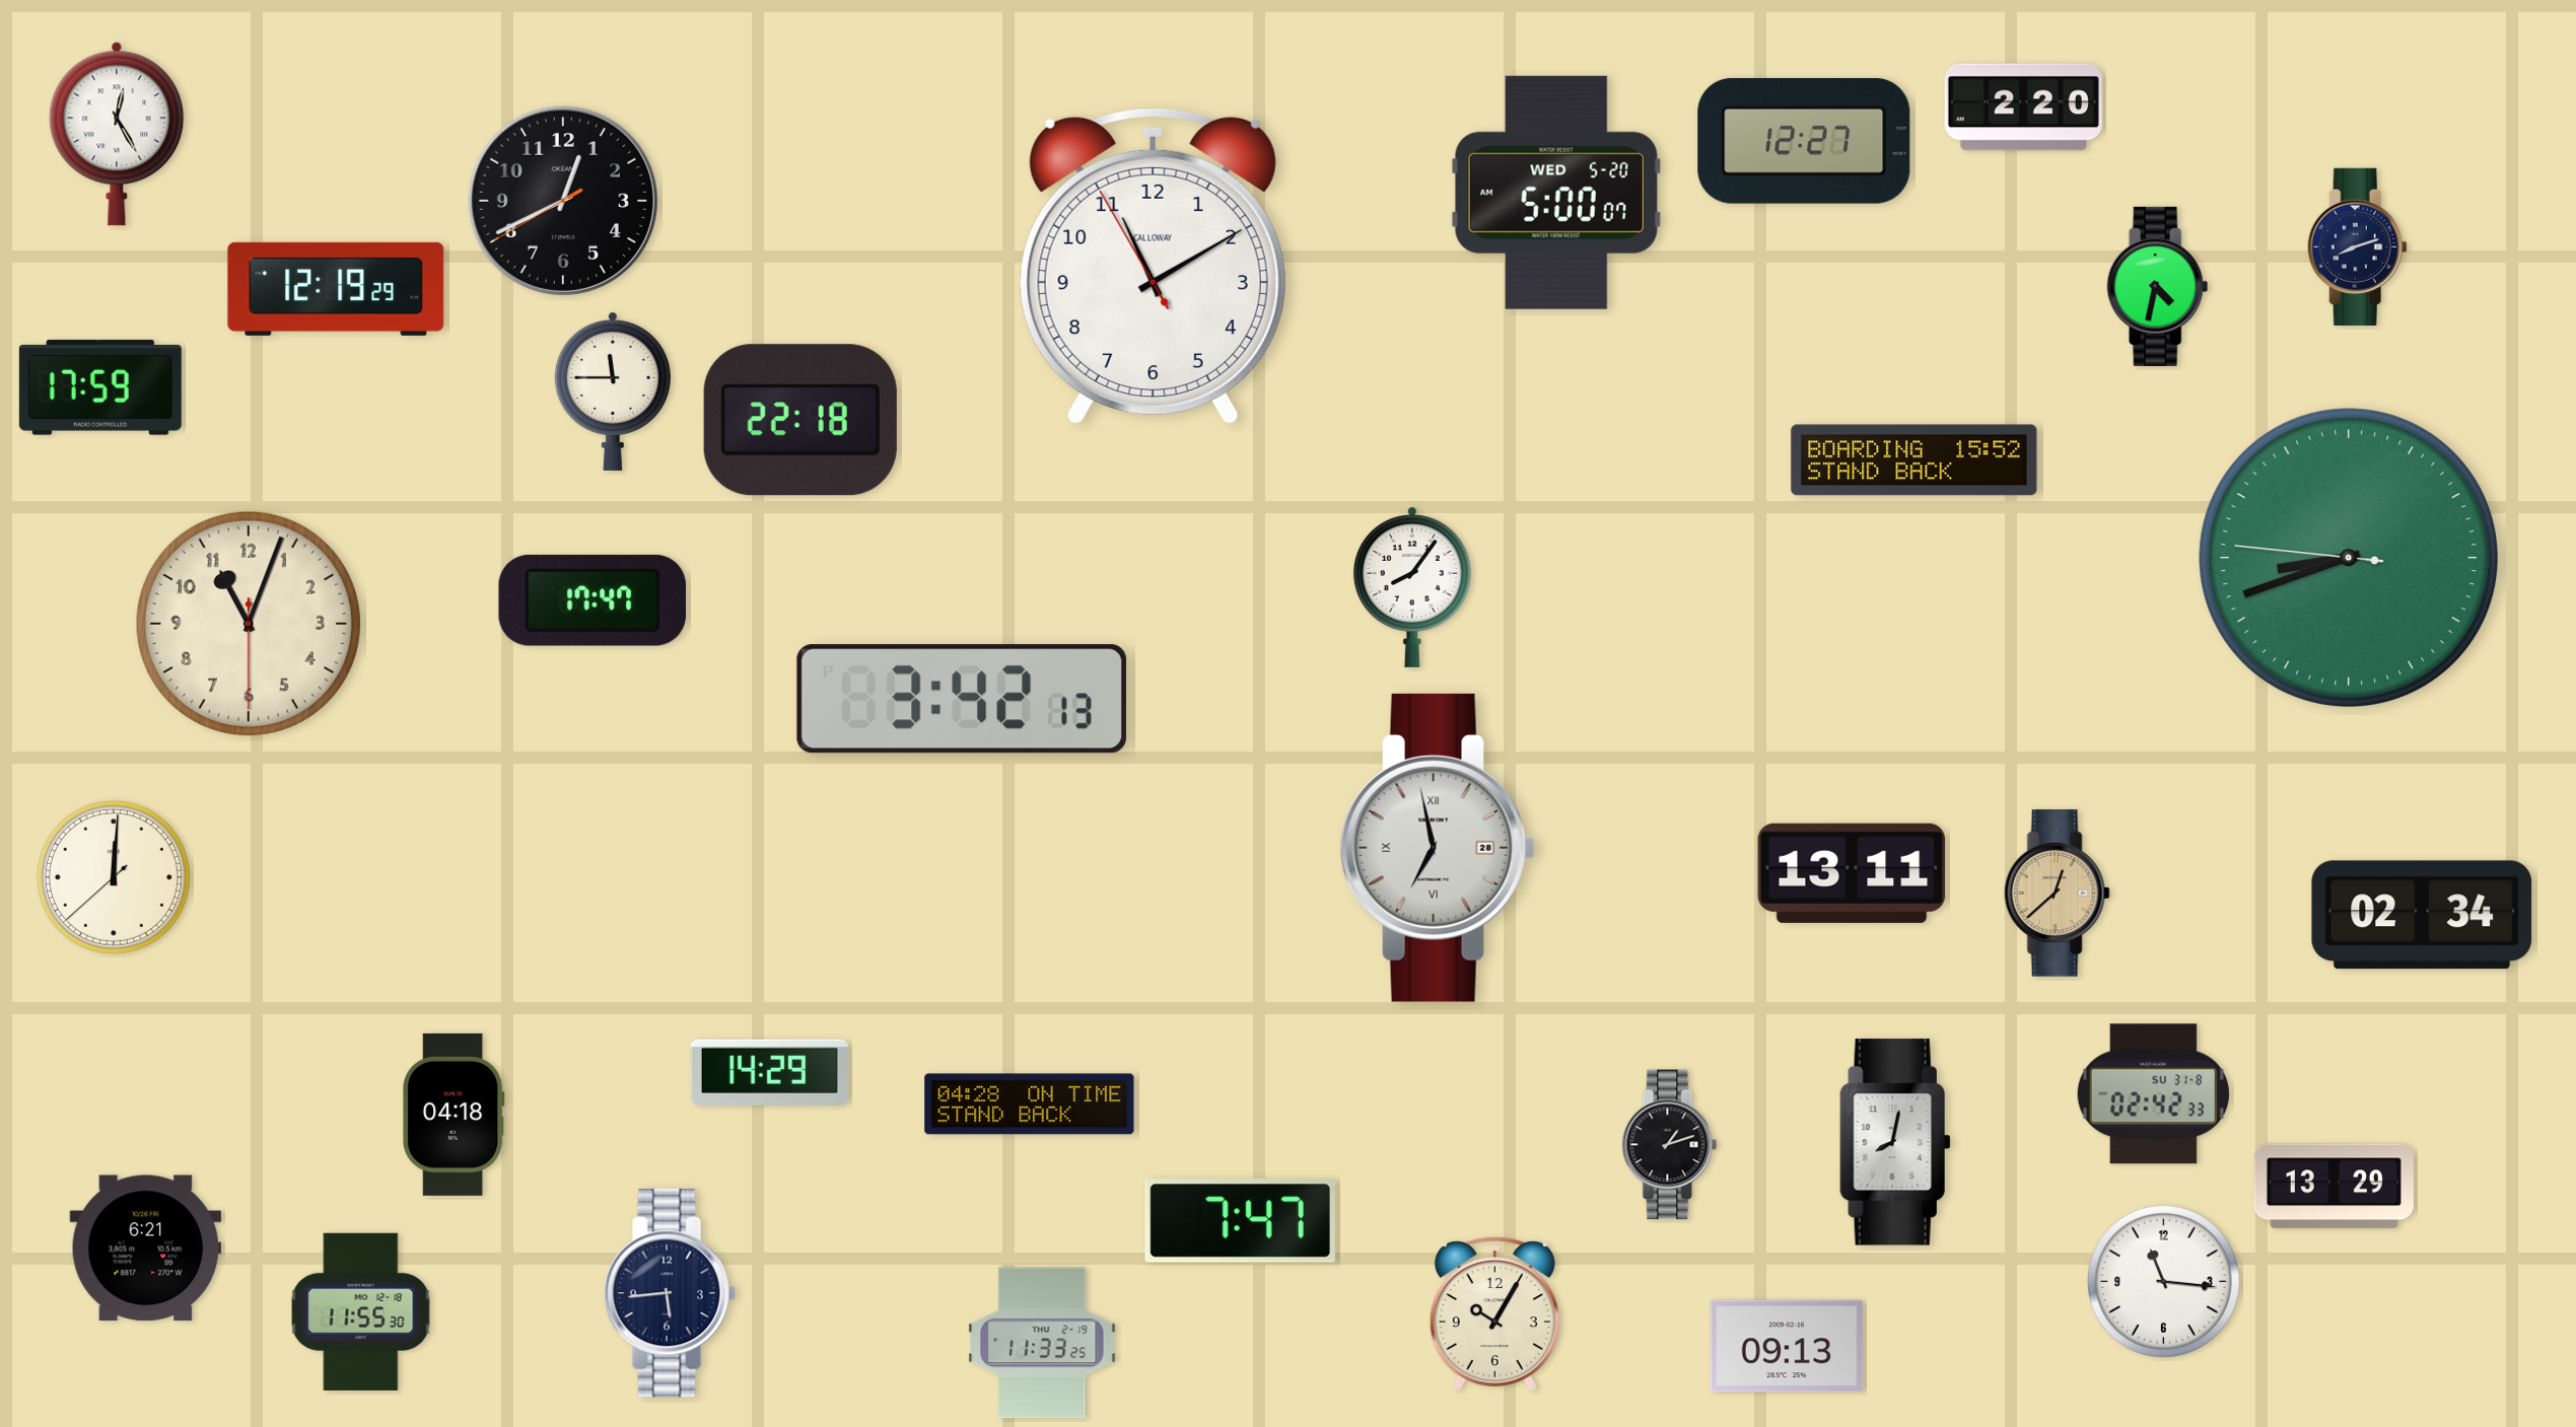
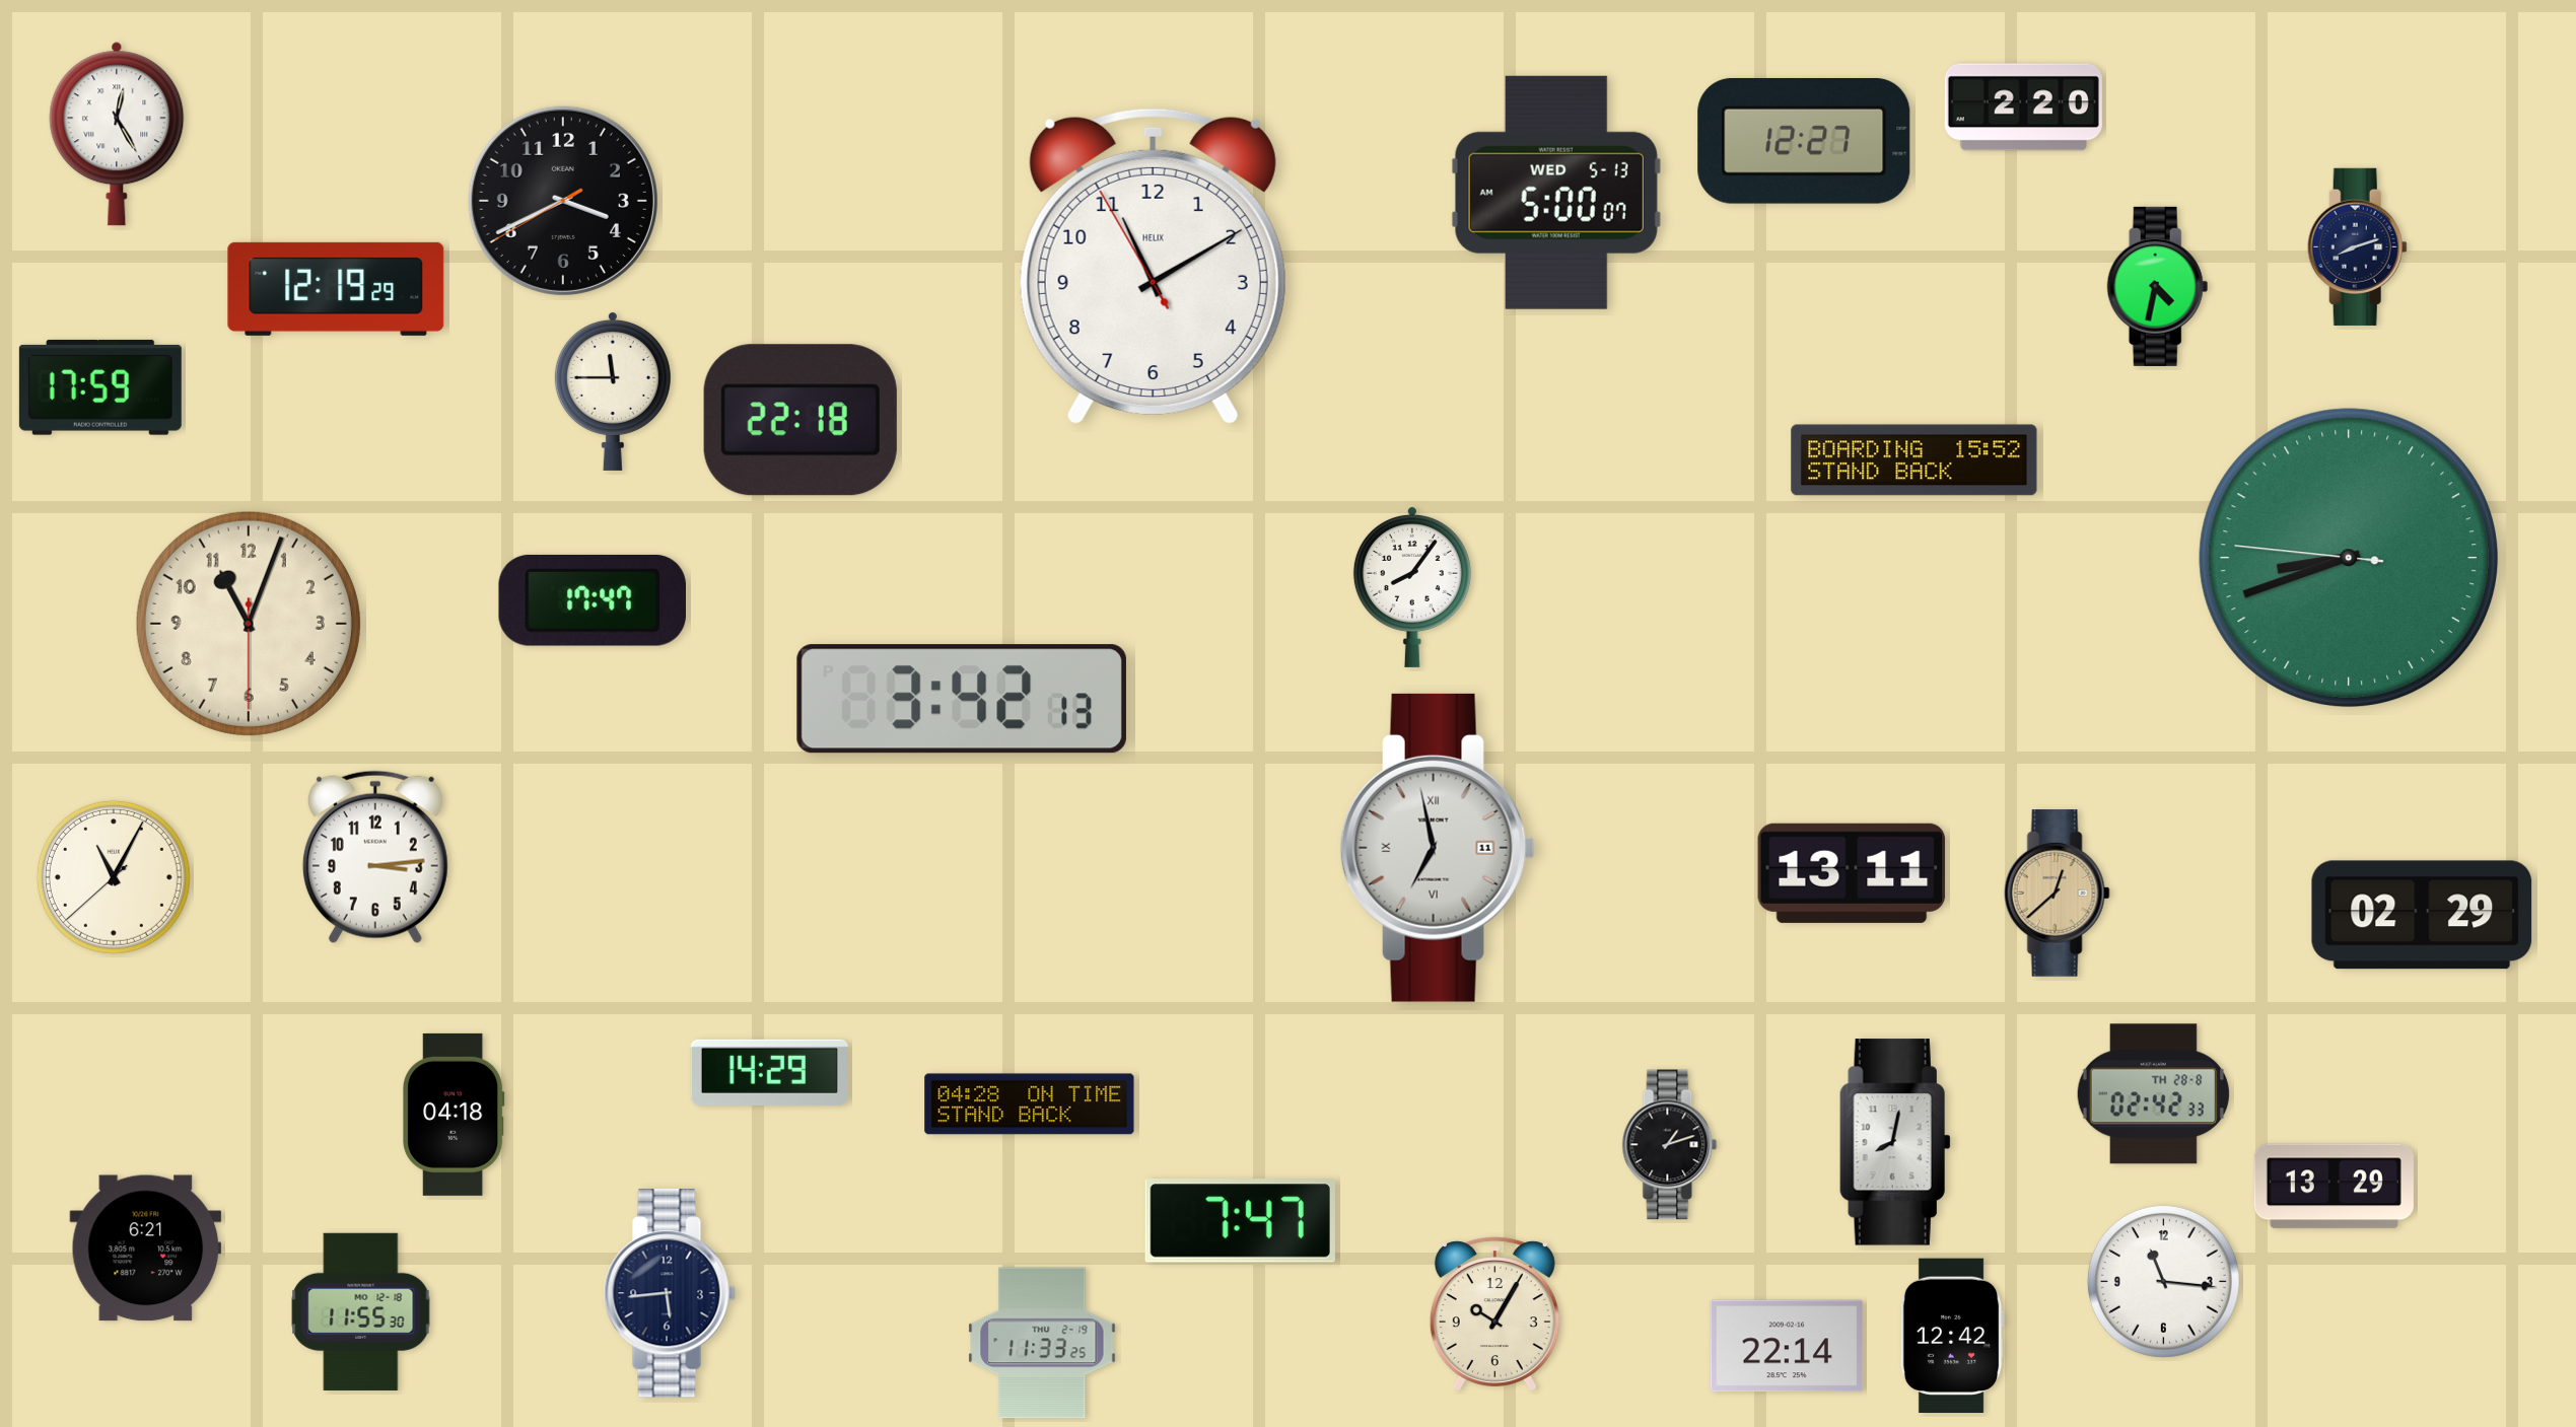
clock at (1556, 193) date: WED 5-20 -> WED 5-13
clock at (563, 201): 12:40 -> 3:40
clock at (1153, 266) brand: CALLOWAY -> HELIX
clock at (1438, 848) date: 28 -> 11
clock at (375, 857): none -> 3:14
clock at (114, 877): 12:00 -> 11:04
clock at (2422, 915): 02:34 -> 02:29
clock at (2153, 1094) date: SU 31-8 -> TH 28-8
clock at (1952, 1335): none -> 12:42
clock at (1787, 1346): 09:13 -> 22:14
